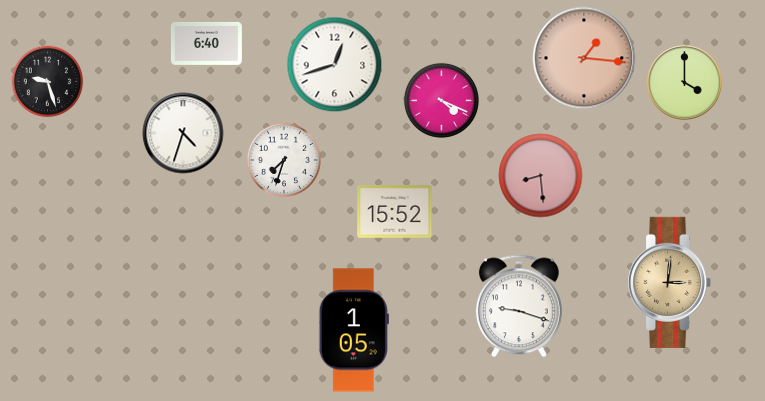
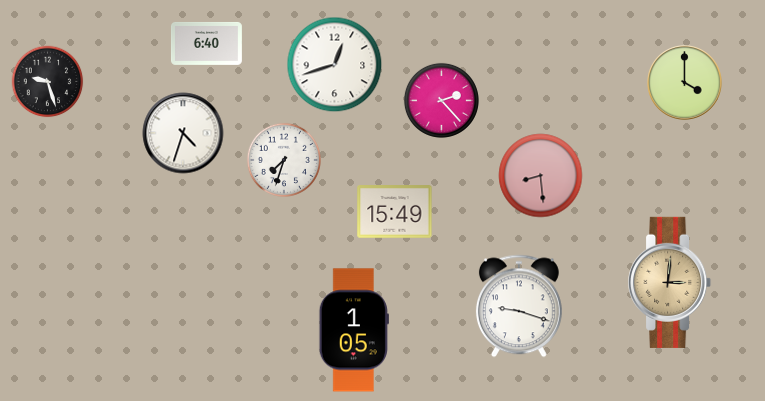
clock at (584, 58): 1:16 -> none
clock at (441, 100): 4:19 -> 2:23
clock at (395, 212): 15:52 -> 15:49
